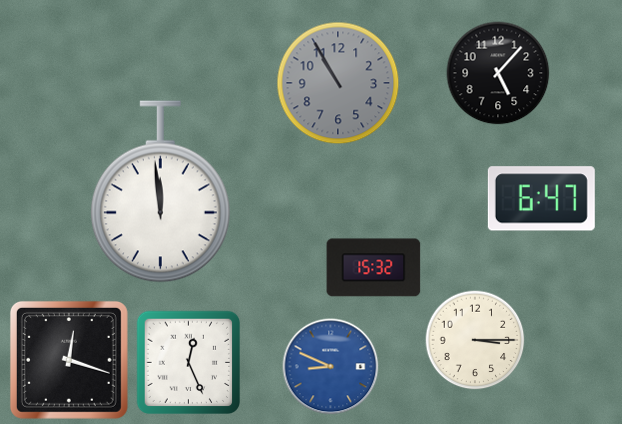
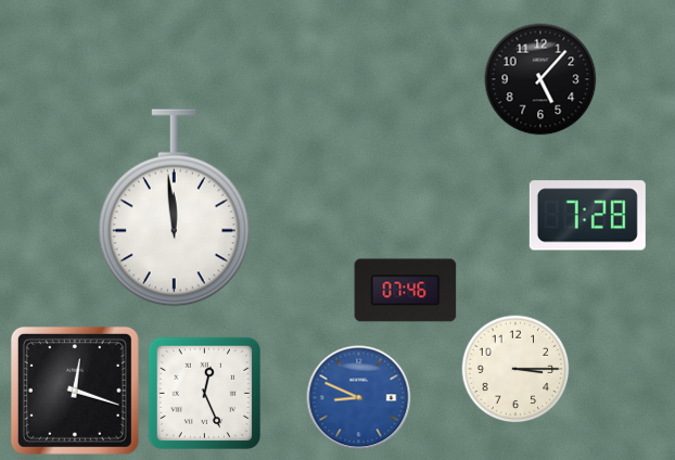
clock at (338, 83): 10:55 -> none
clock at (541, 199): 6:47 -> 7:28
clock at (374, 268): 15:32 -> 07:46
